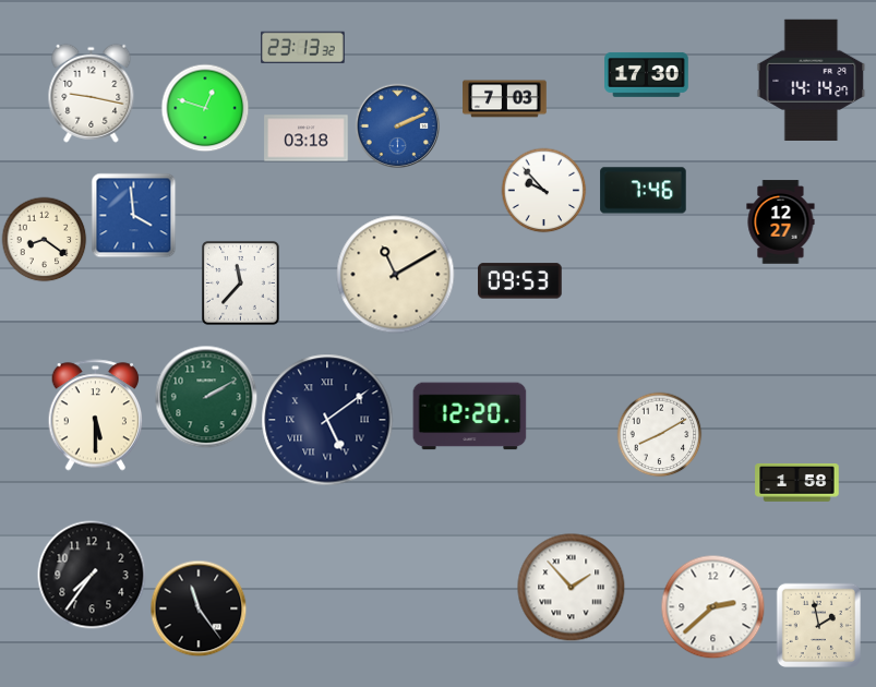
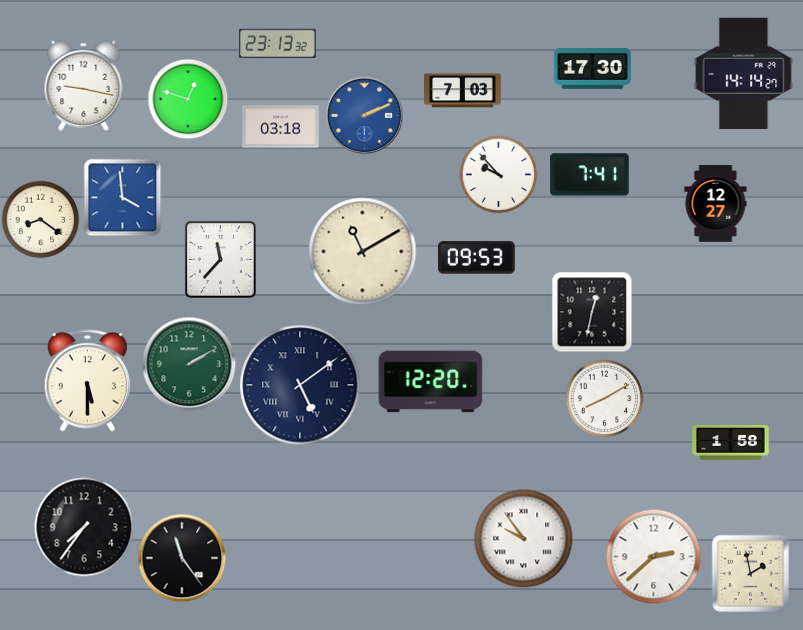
clock at (644, 191): 7:46 -> 7:41
clock at (592, 312): none -> 12:32
clock at (572, 588): 1:53 -> 9:54
